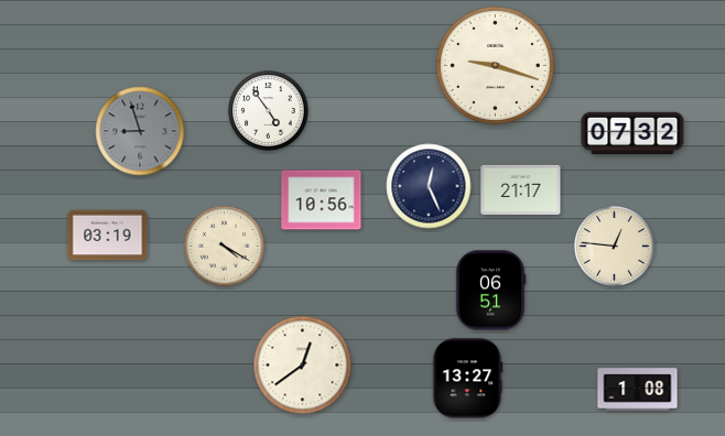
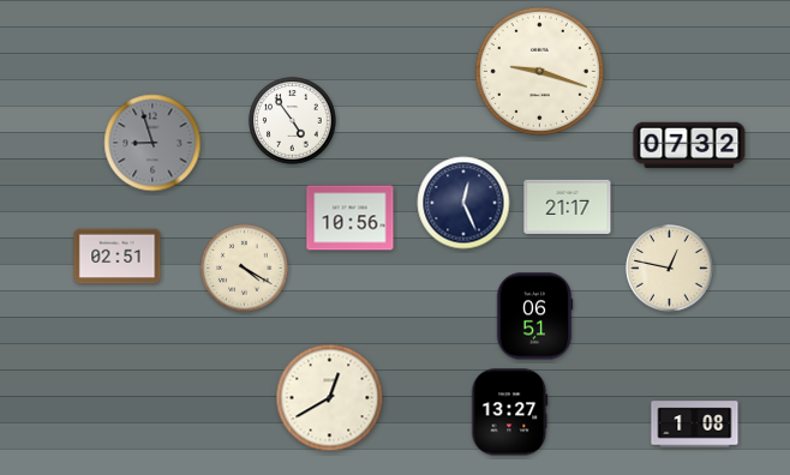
clock at (429, 186) position: (429, 186) -> (463, 203)
clock at (108, 236): 03:19 -> 02:51
clock at (615, 247): 12:46 -> 12:47
clock at (303, 366): 12:39 -> 12:40
